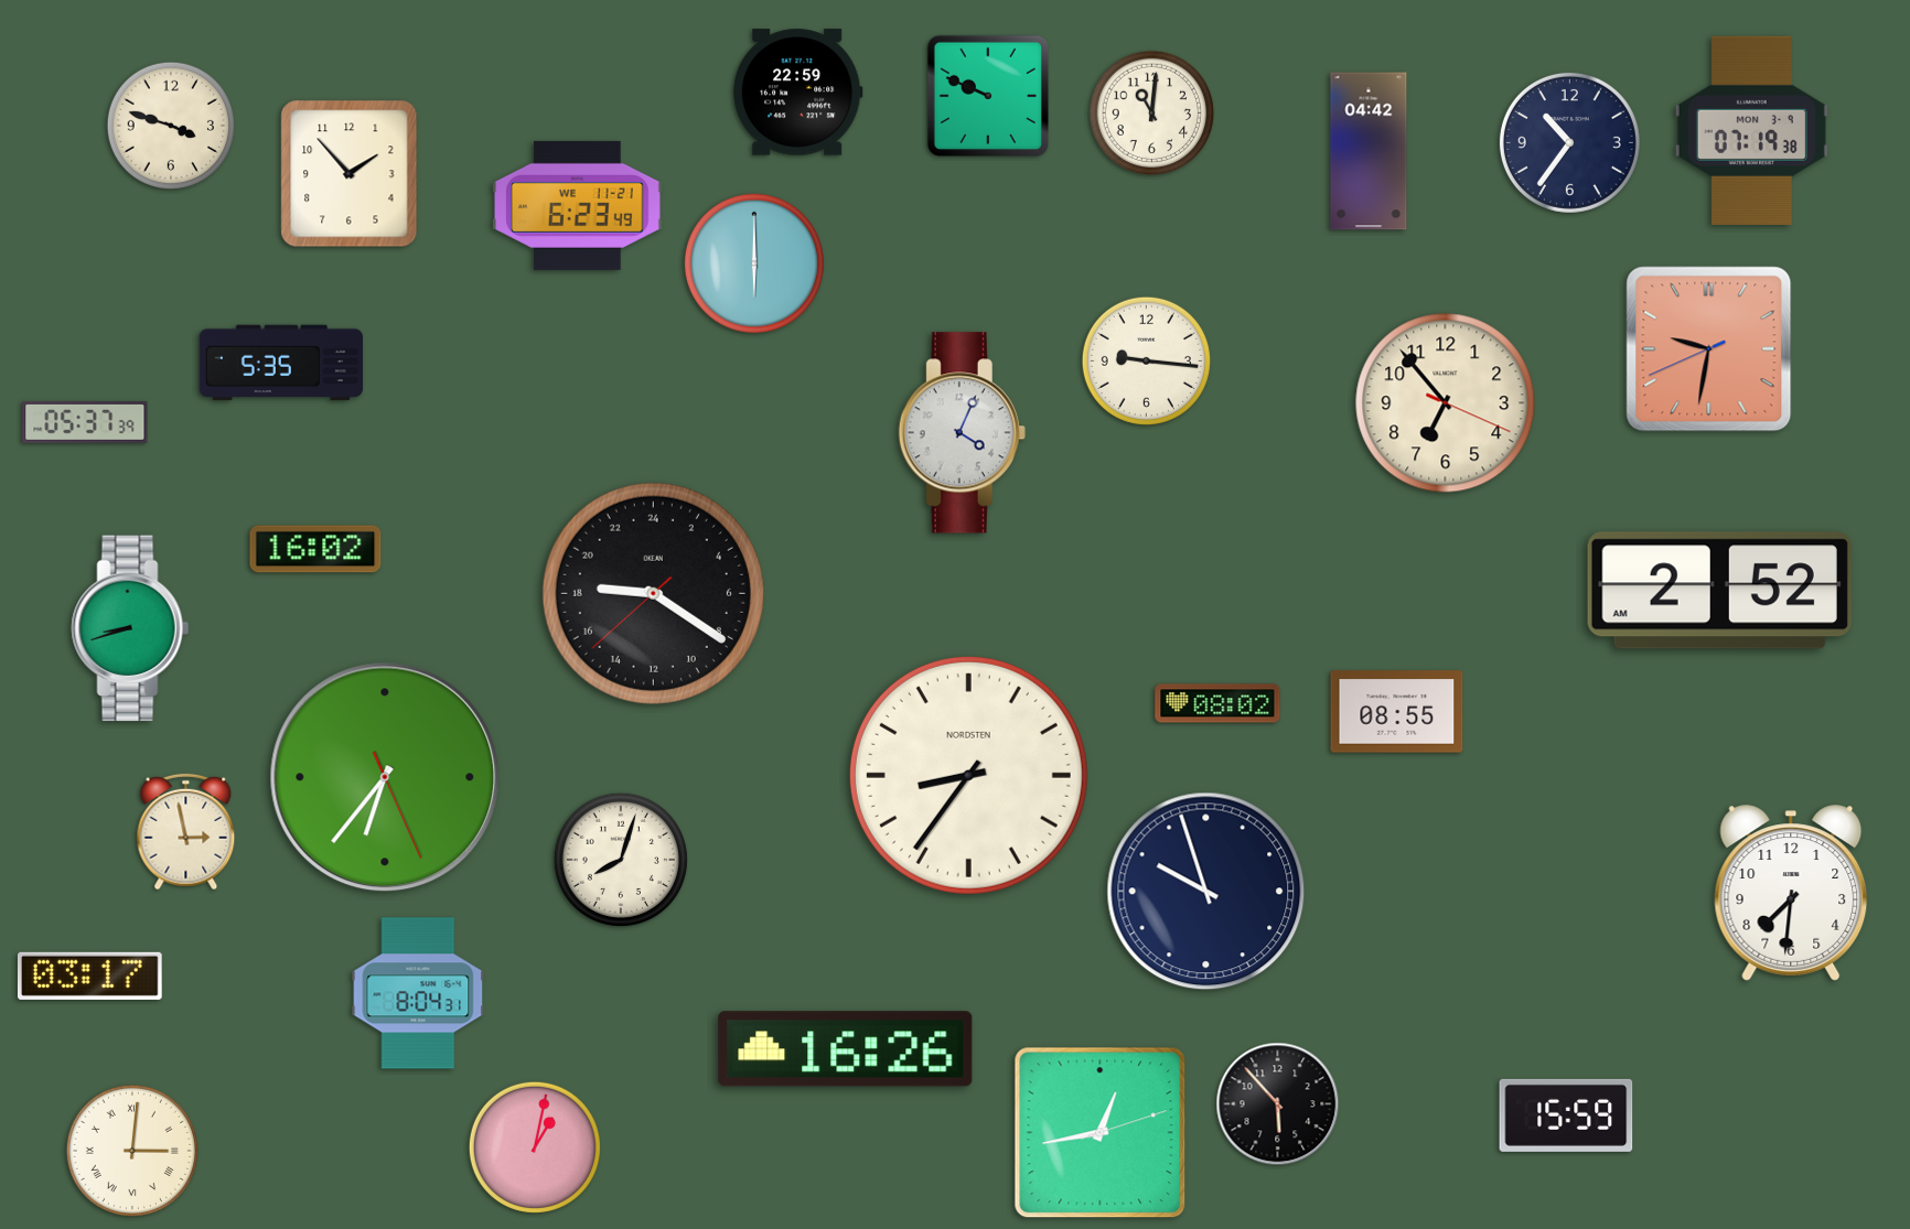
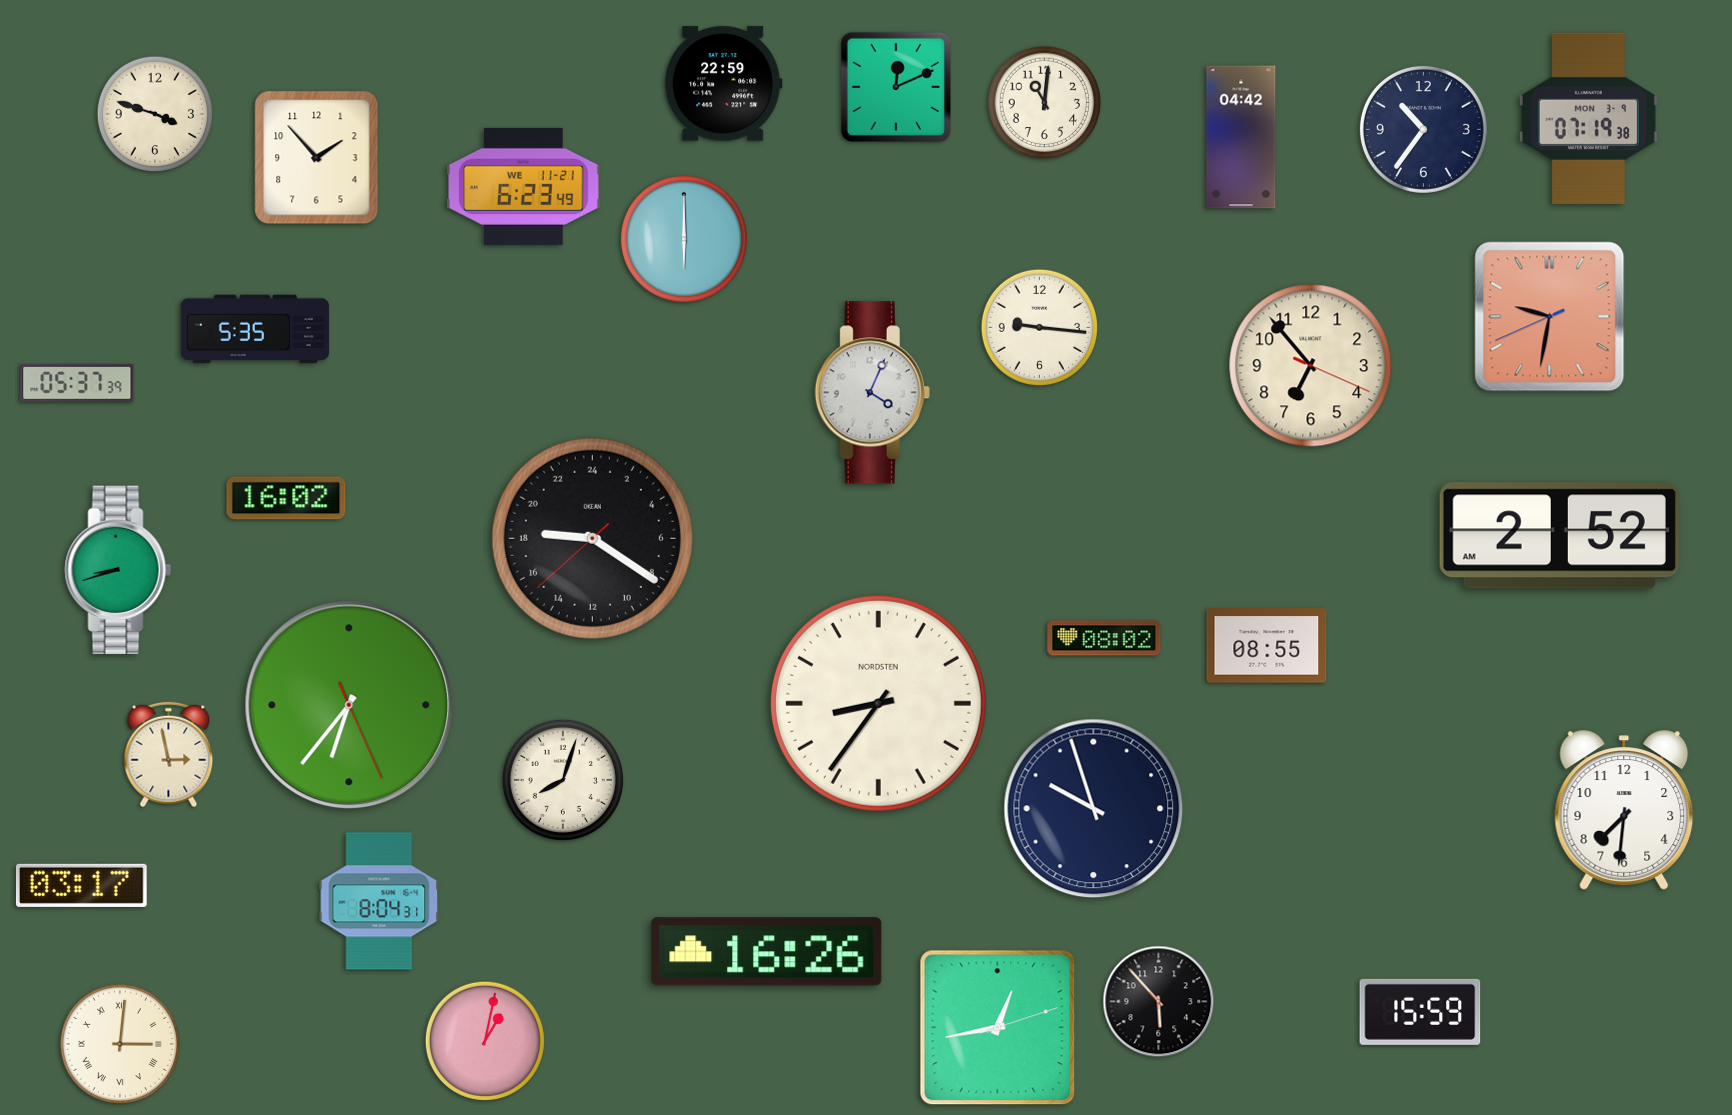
clock at (987, 95): 9:49 -> 12:11
